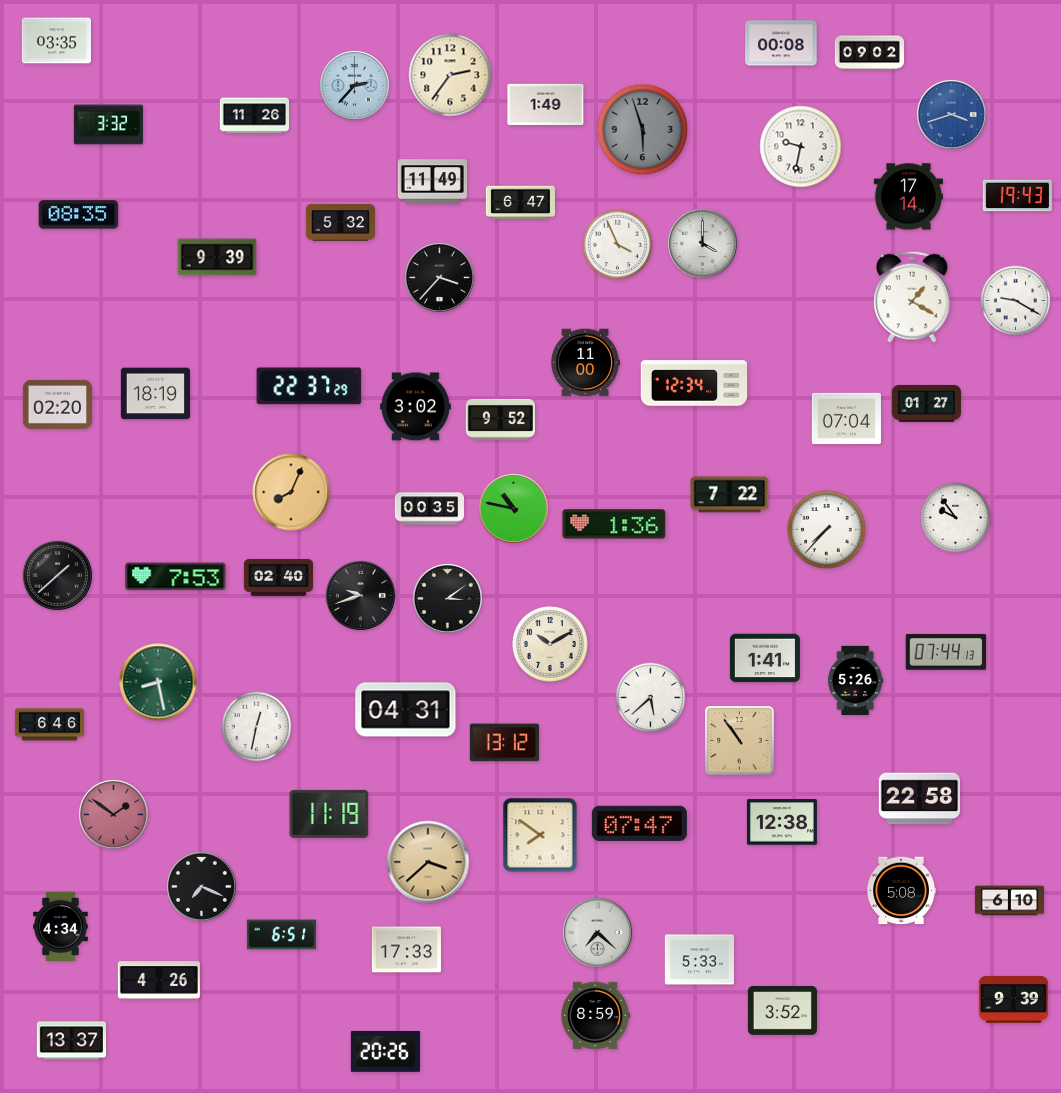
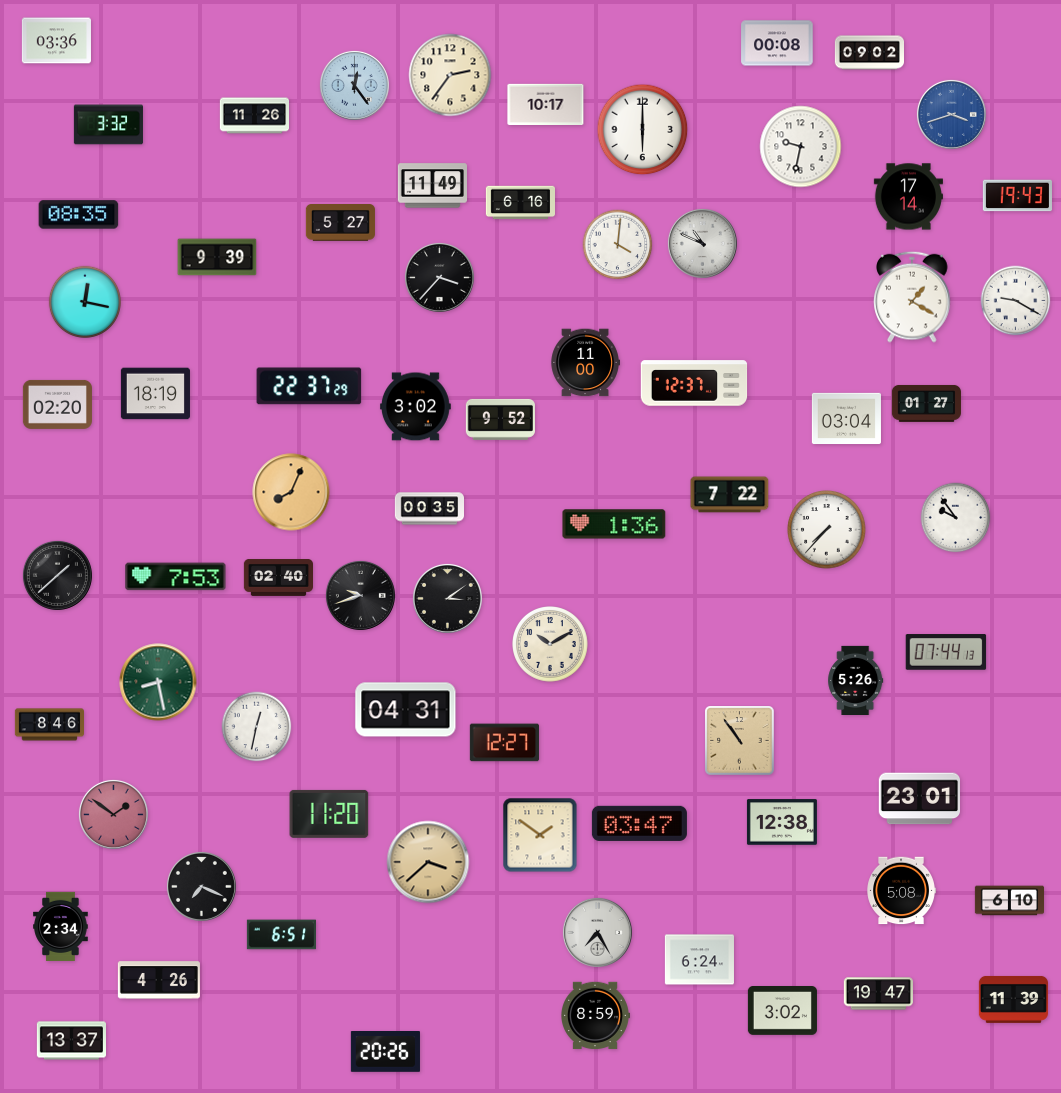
clock at (56, 41): 03:35 -> 03:36
clock at (781, 43) position: (781, 43) -> (777, 43)
clock at (354, 85): 2:37 -> 12:24
clock at (546, 104): 1:49 -> 10:17
clock at (643, 130): 5:57 -> 6:00
clock at (643, 130) dial: grey -> white
clock at (432, 182) position: (432, 182) -> (432, 186)
clock at (520, 203): 6:47 -> 6:16
clock at (340, 223): 5:32 -> 5:27
clock at (702, 243): 4:00 -> 10:49
clock at (618, 245): 3:56 -> 4:01
clock at (84, 301): none -> 12:17
clock at (694, 383): 12:34 -> 12:37
clock at (846, 419): 07:04 -> 03:04
clock at (513, 508): 10:47 -> none
clock at (765, 658): 1:41 -> none
clock at (651, 698): 5:38 -> none
clock at (49, 725): 6:46 -> 8:46
clock at (504, 743): 13:12 -> 12:27
clock at (919, 799): 22:58 -> 23:01
clock at (329, 814): 11:19 -> 11:20
clock at (639, 823): 07:47 -> 03:47
clock at (540, 835): 7:51 -> 1:51
clock at (61, 926): 4:34 -> 2:34
clock at (597, 932): 7:22 -> 7:25
clock at (406, 950): 17:33 -> none
clock at (699, 960): 5:33 -> 6:24
clock at (878, 994): none -> 19:47
clock at (1013, 999): 9:39 -> 11:39
clock at (782, 1011): 3:52 -> 3:02
